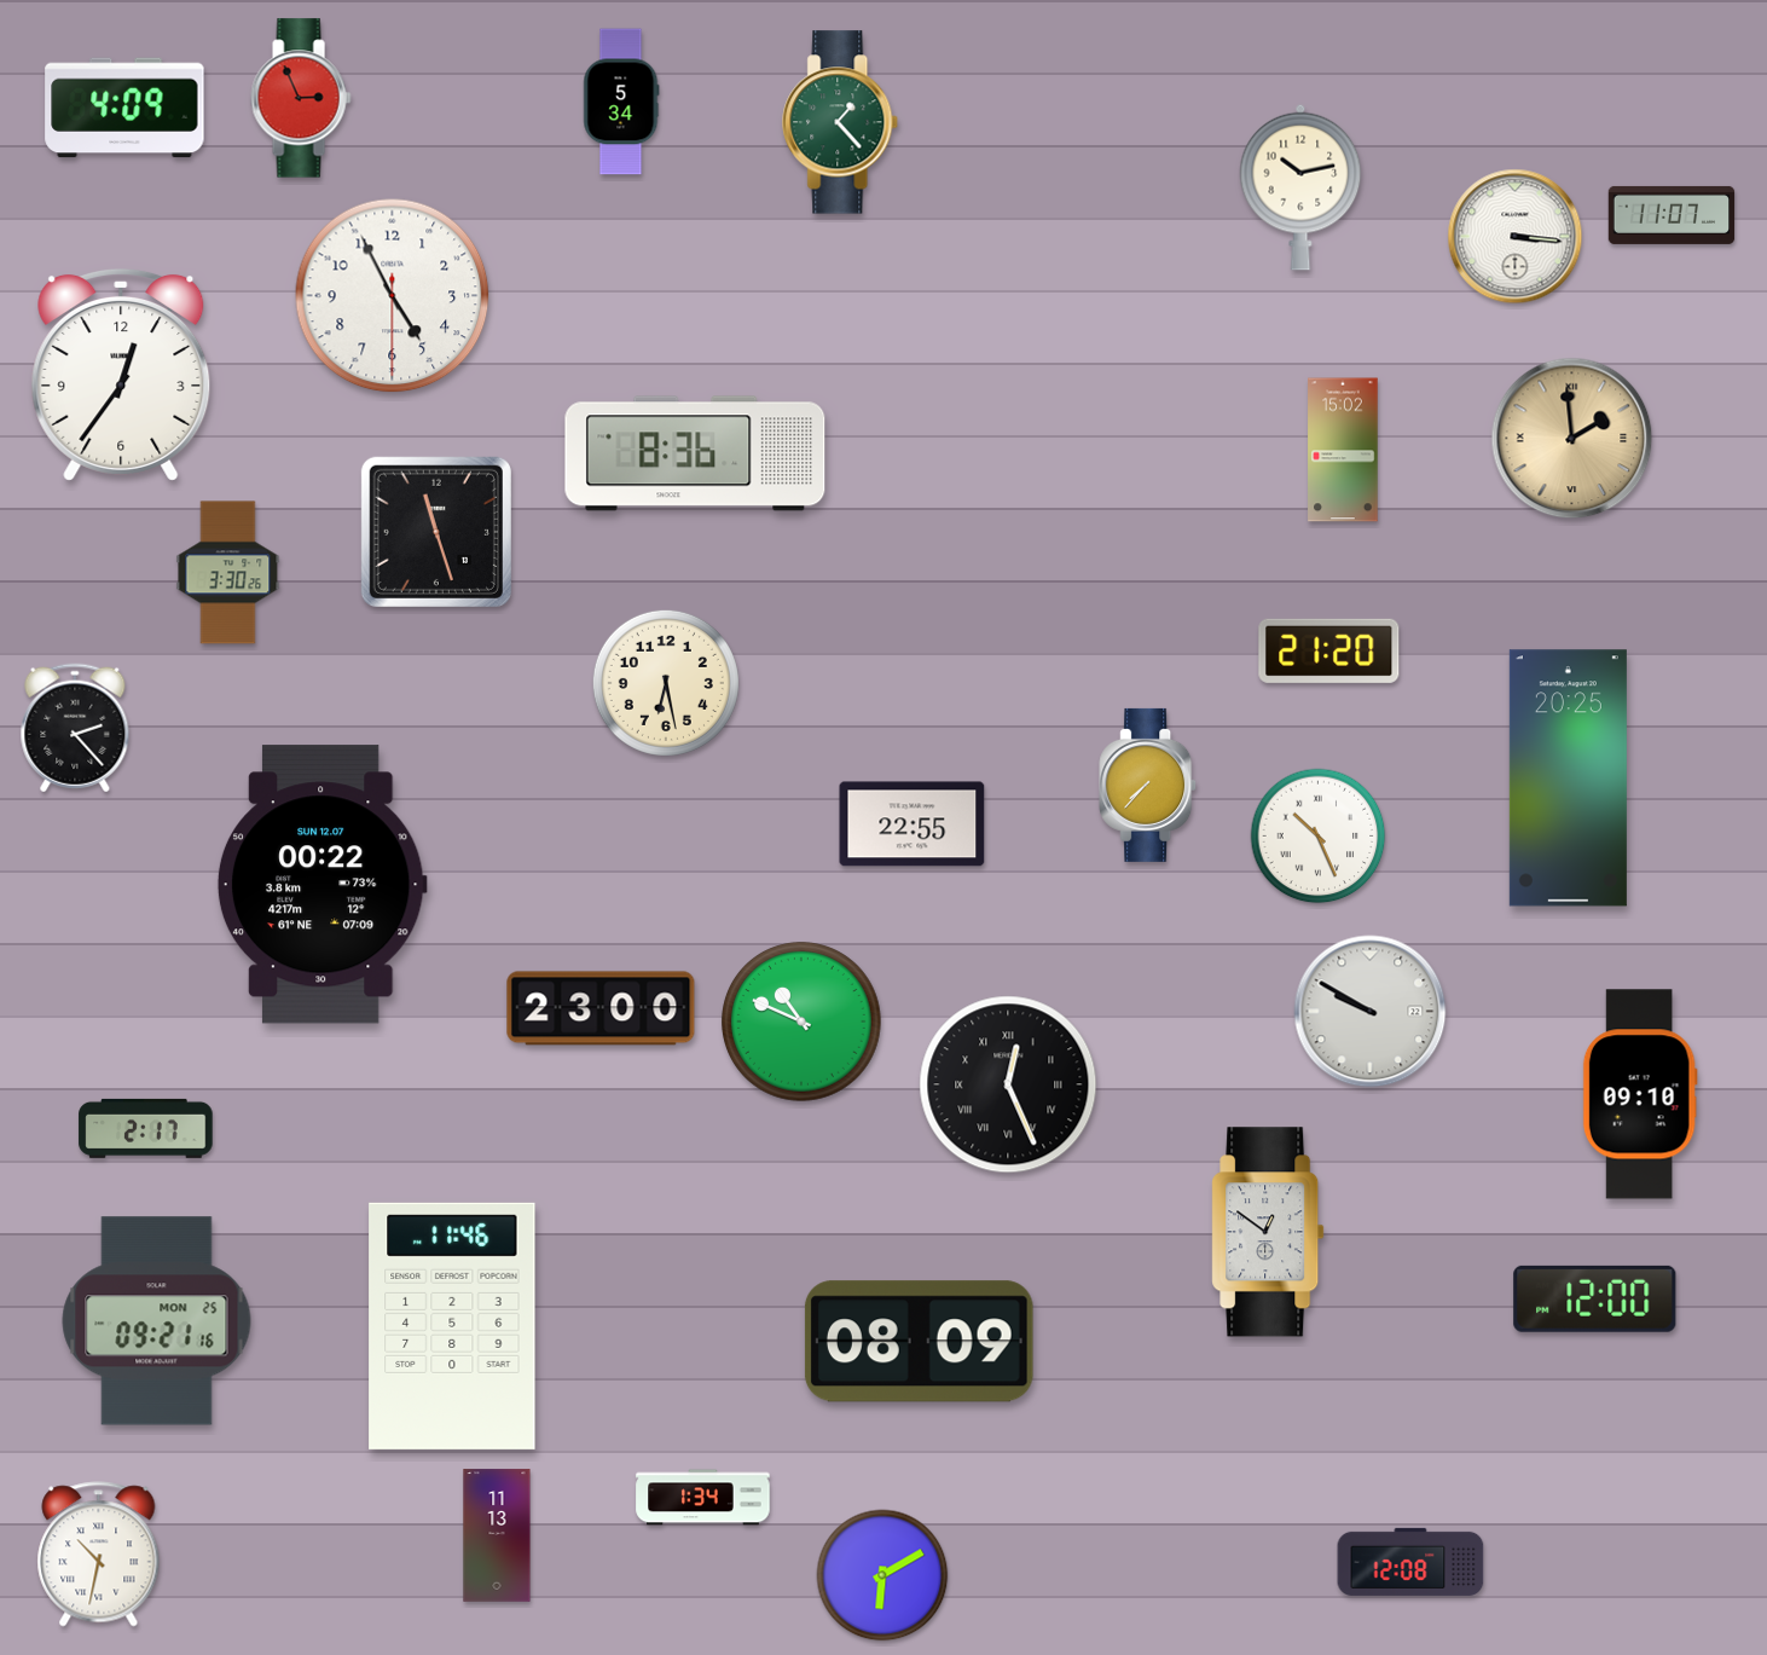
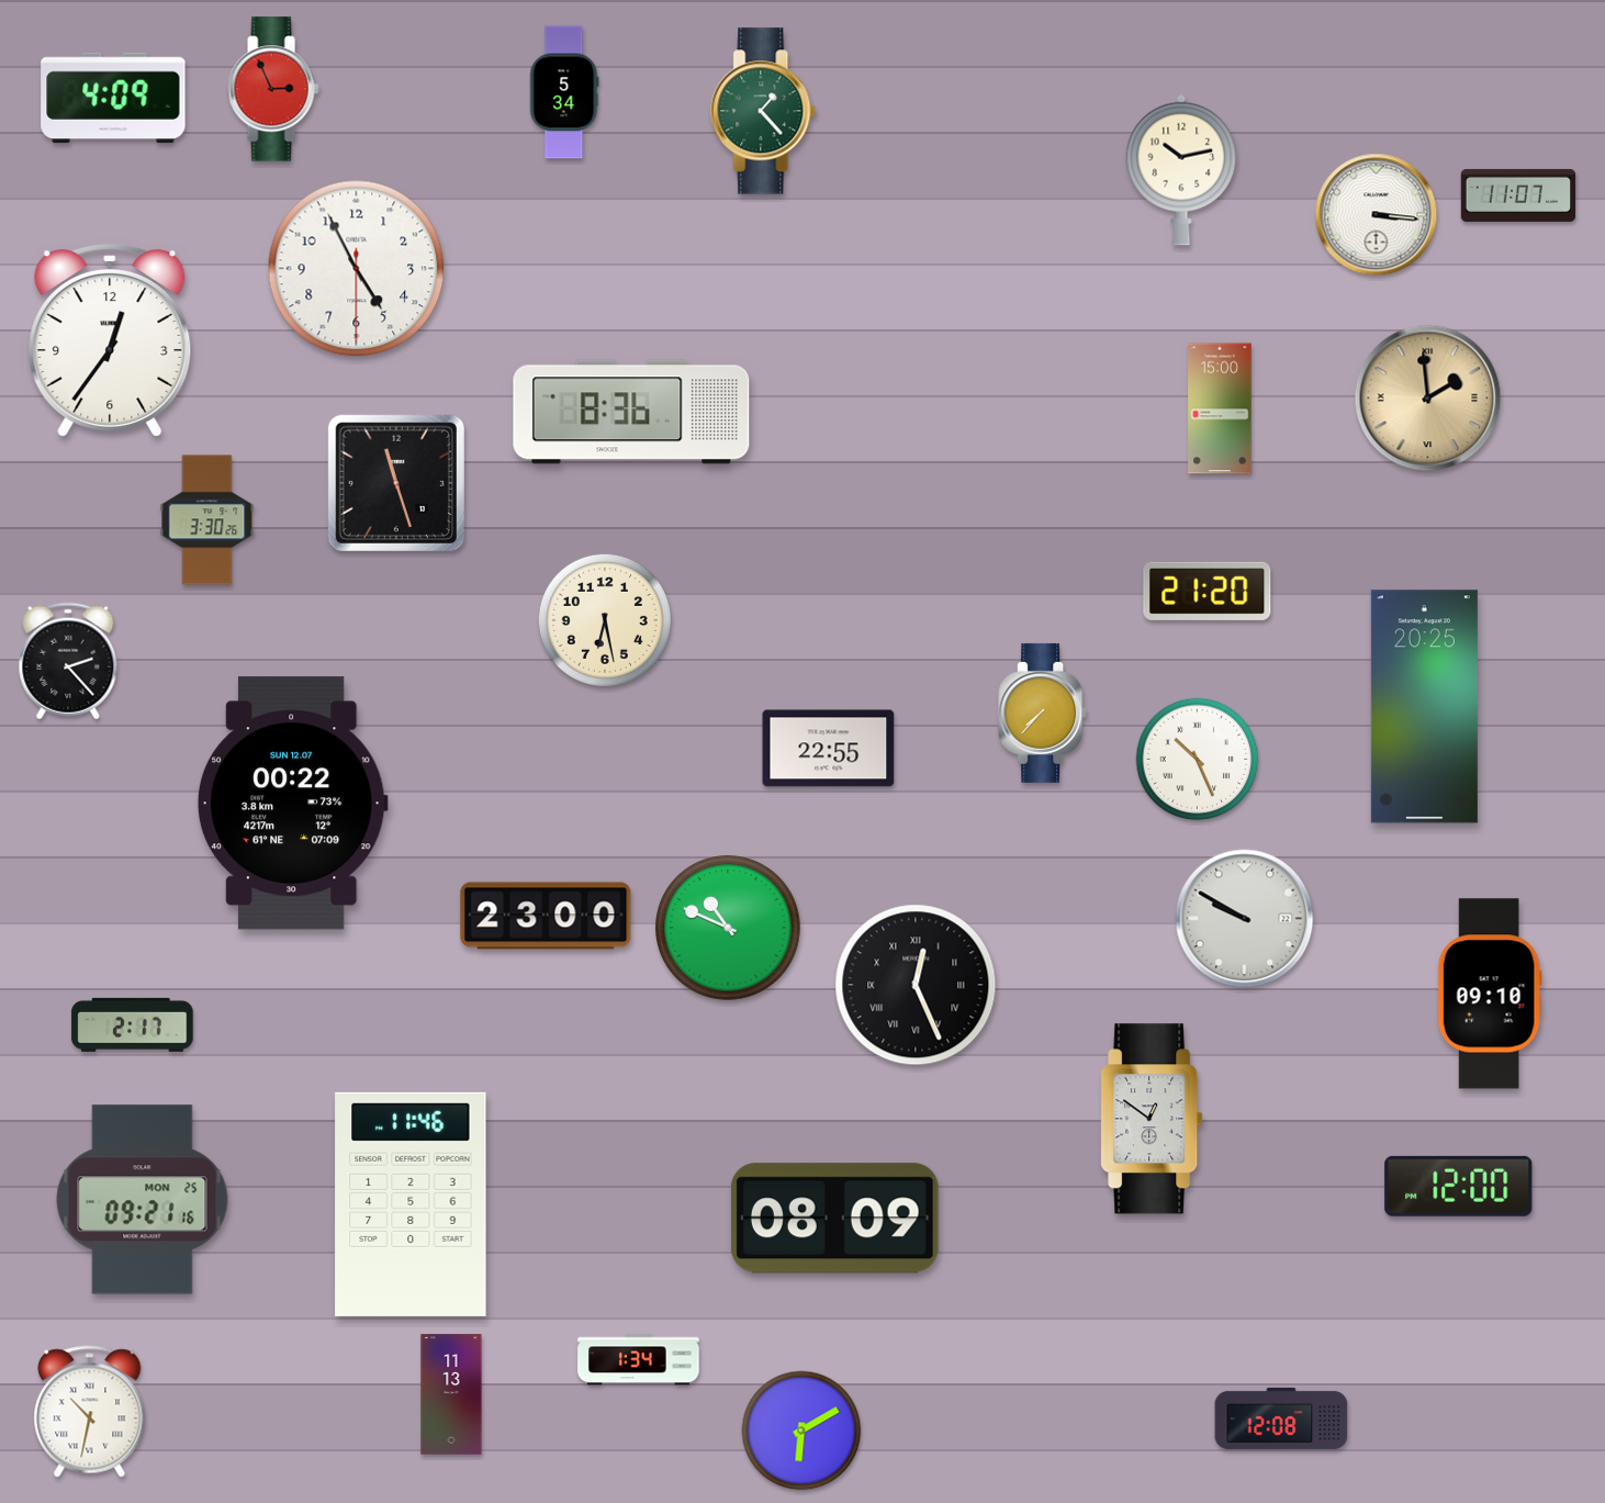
clock at (1343, 450): 15:02 -> 15:00
clock at (1595, 1298) position: (1595, 1298) -> (1459, 1186)
